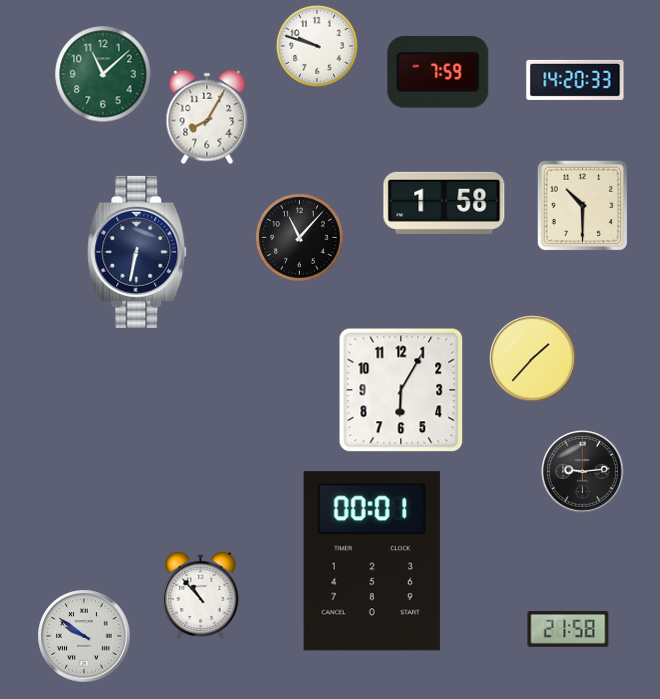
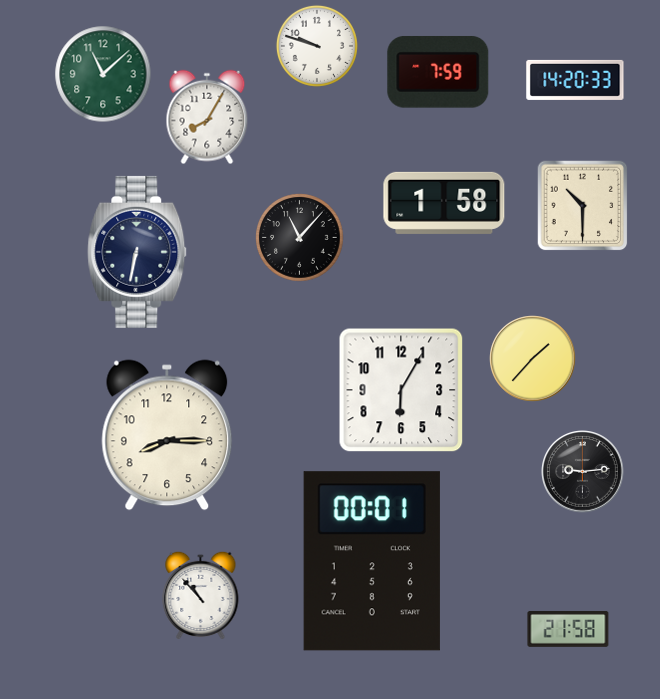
clock at (167, 435): none -> 8:15
clock at (84, 636): 9:51 -> none
